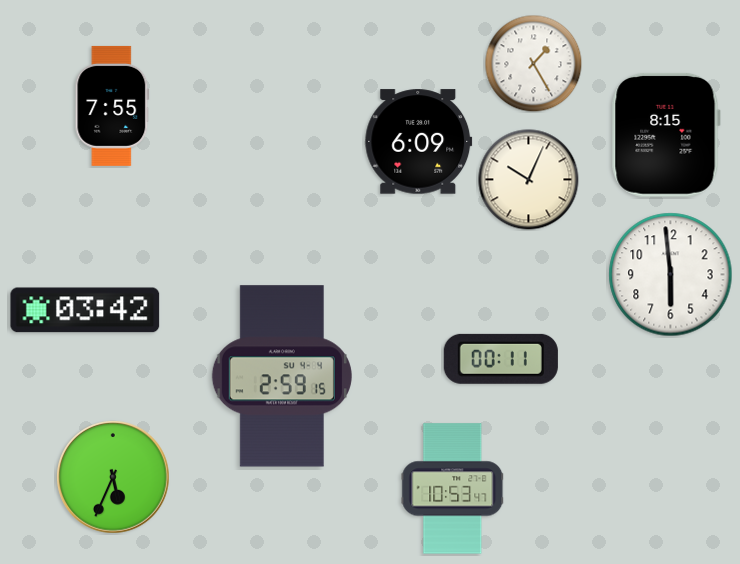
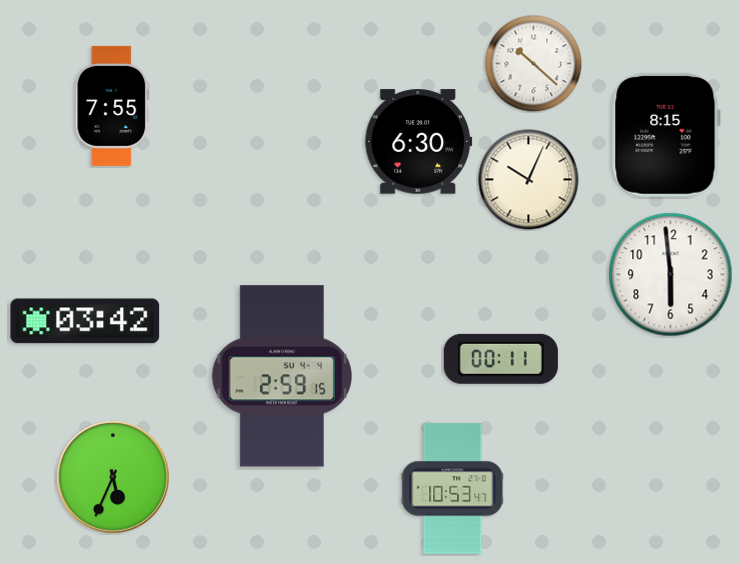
clock at (533, 63): 1:25 -> 10:22
clock at (419, 142): 6:09 -> 6:30
clock at (85, 310) position: (85, 310) -> (85, 321)
